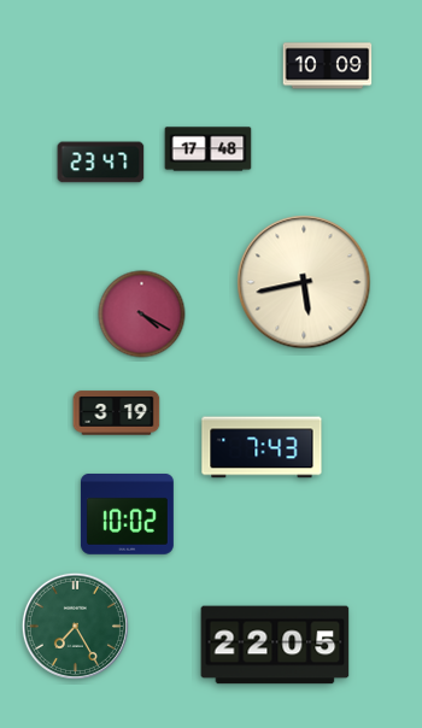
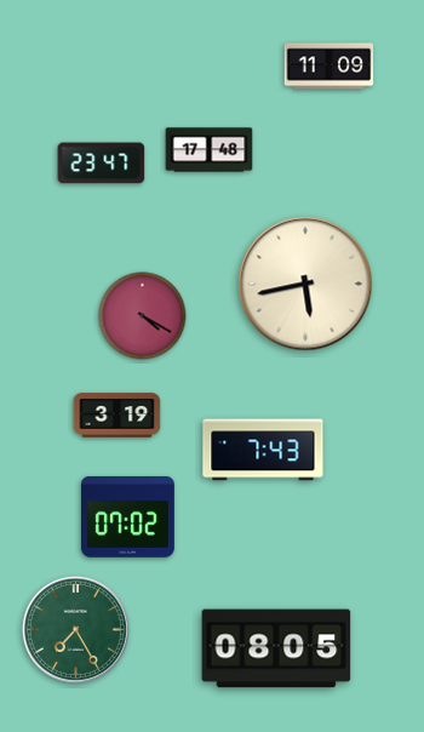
clock at (328, 66): 10:09 -> 11:09
clock at (127, 515): 10:02 -> 07:02
clock at (275, 645): 22:05 -> 08:05
